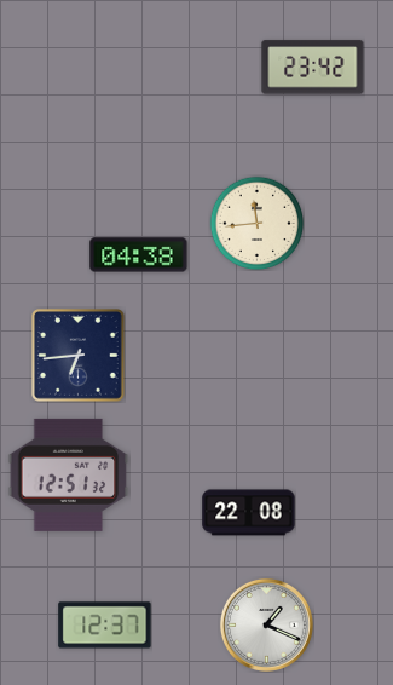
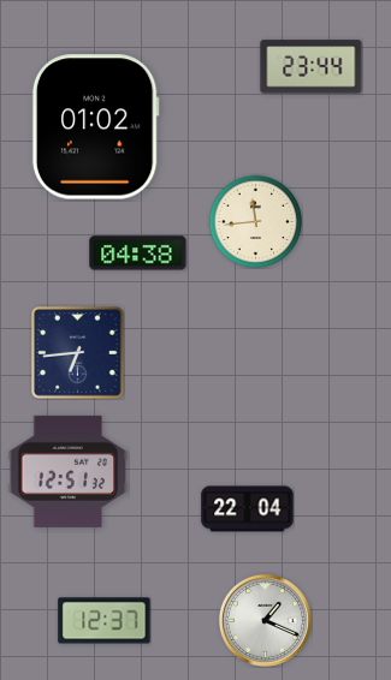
clock at (313, 68): 23:42 -> 23:44
clock at (95, 127): none -> 01:02
clock at (249, 513): 22:08 -> 22:04
